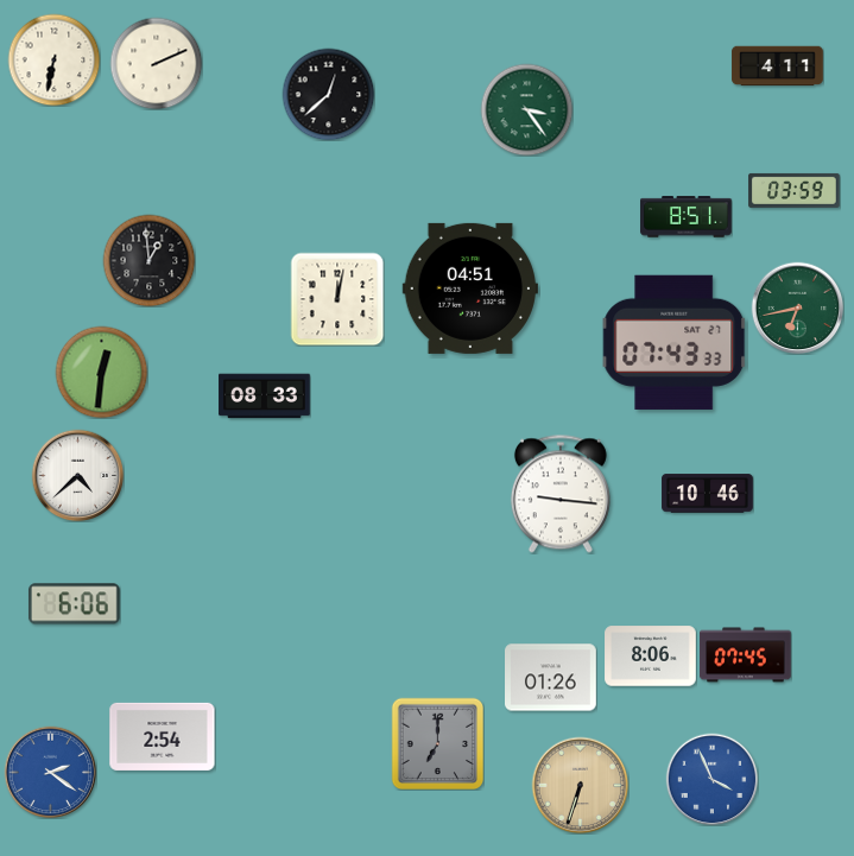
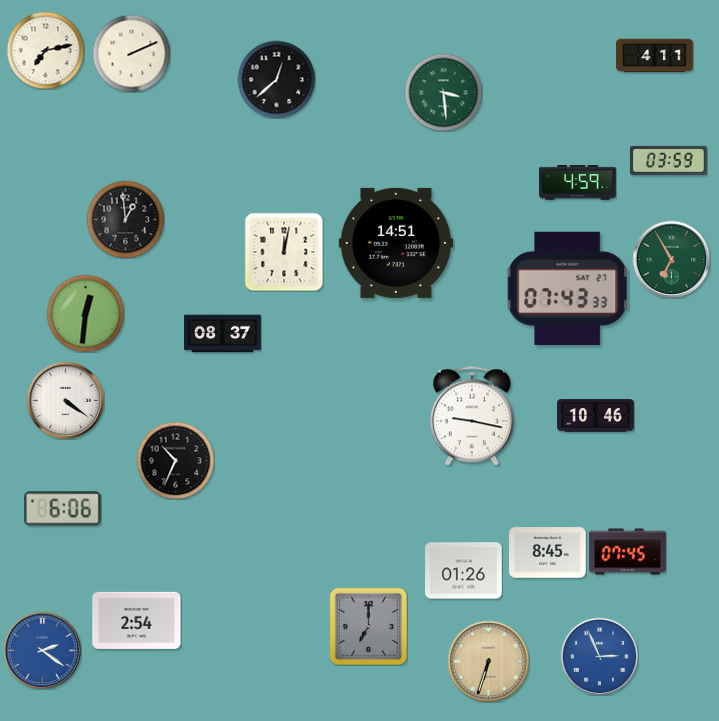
clock at (53, 59): 6:32 -> 7:13
clock at (526, 109): 3:24 -> 3:29
clock at (687, 217): 8:51 -> 4:59
clock at (469, 288): 04:51 -> 14:51
clock at (797, 307): 6:43 -> 6:55
clock at (265, 397): 08:33 -> 08:37
clock at (77, 475): 4:38 -> 4:21
clock at (561, 494): 9:16 -> 9:17
clock at (175, 460): none -> 10:34
clock at (651, 657): 8:06 -> 8:45
clock at (711, 779): 3:56 -> 2:56
